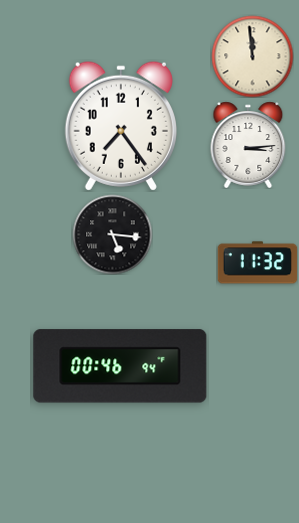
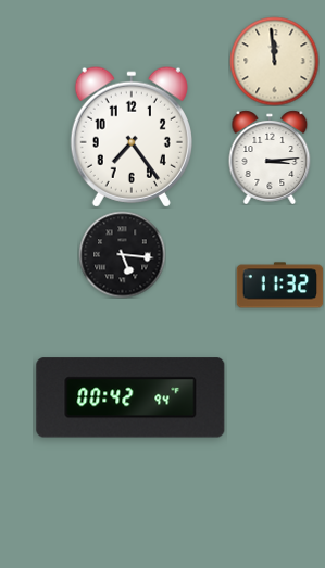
clock at (120, 366): 00:46 -> 00:42
